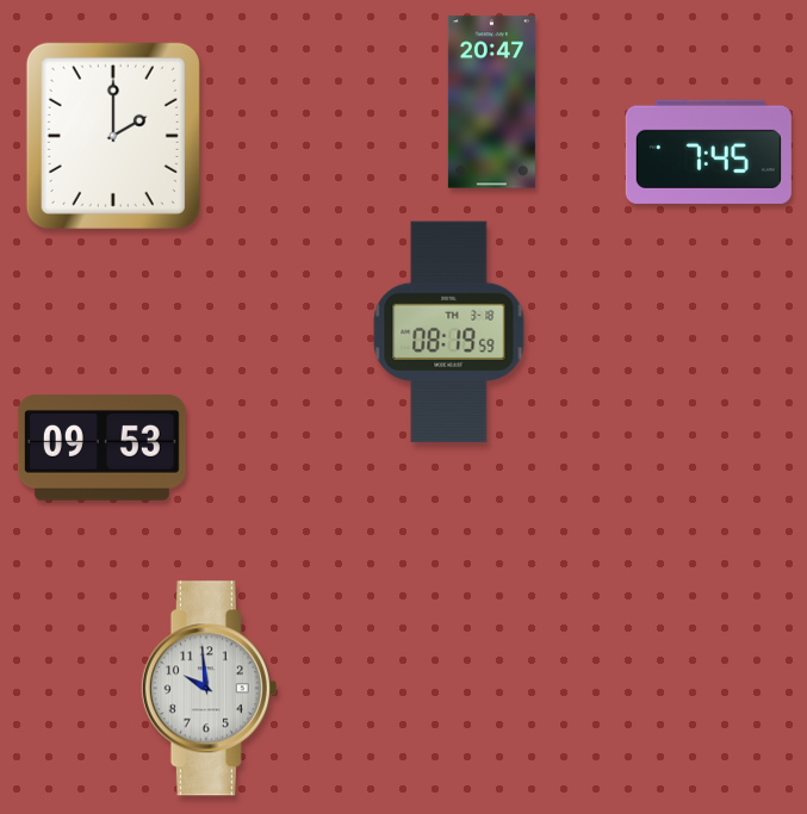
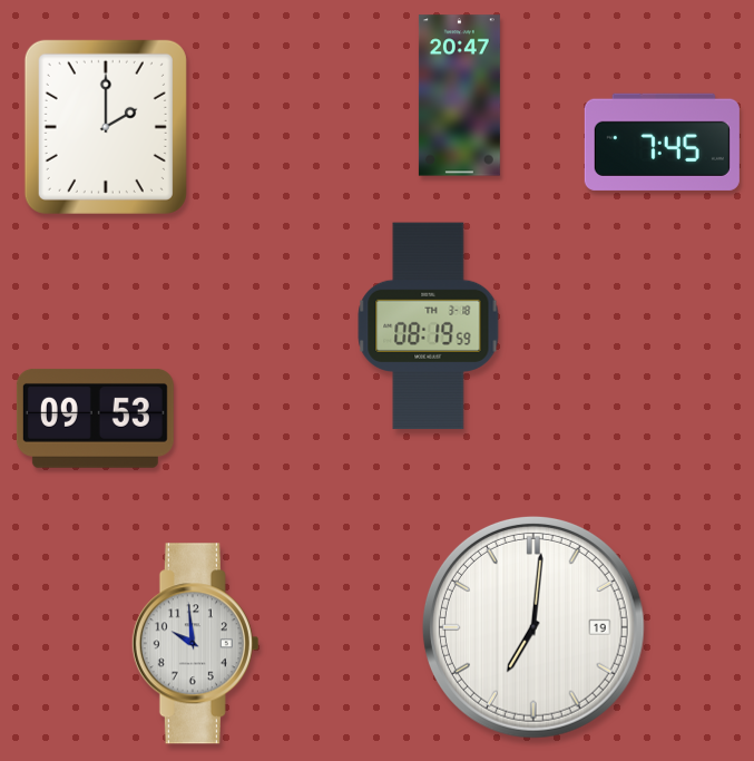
clock at (449, 333) position: (449, 333) -> (429, 326)
clock at (533, 627): none -> 7:01
